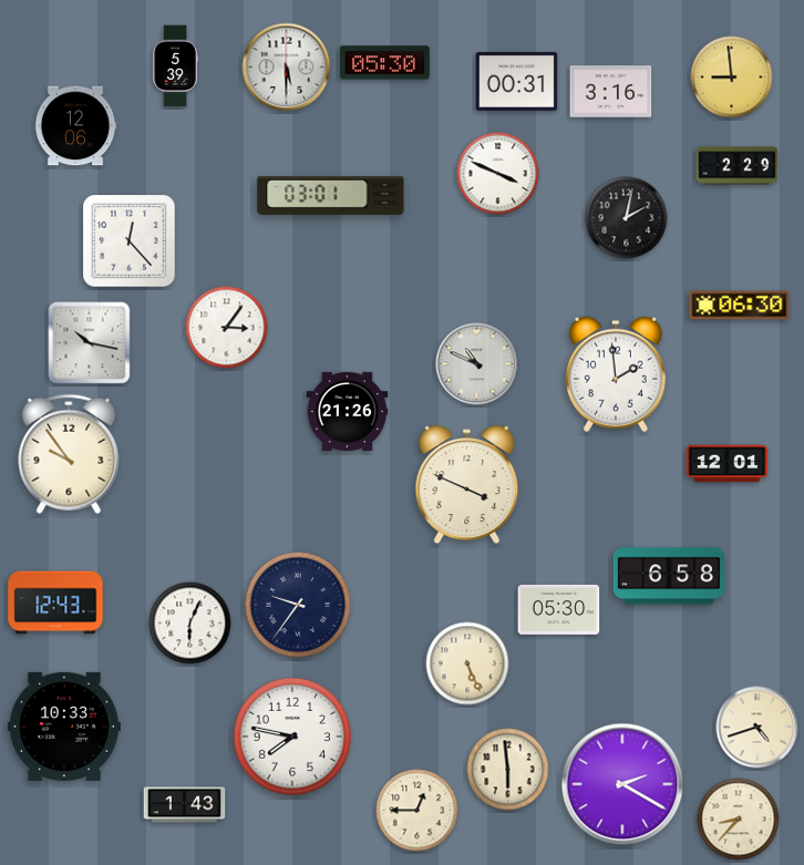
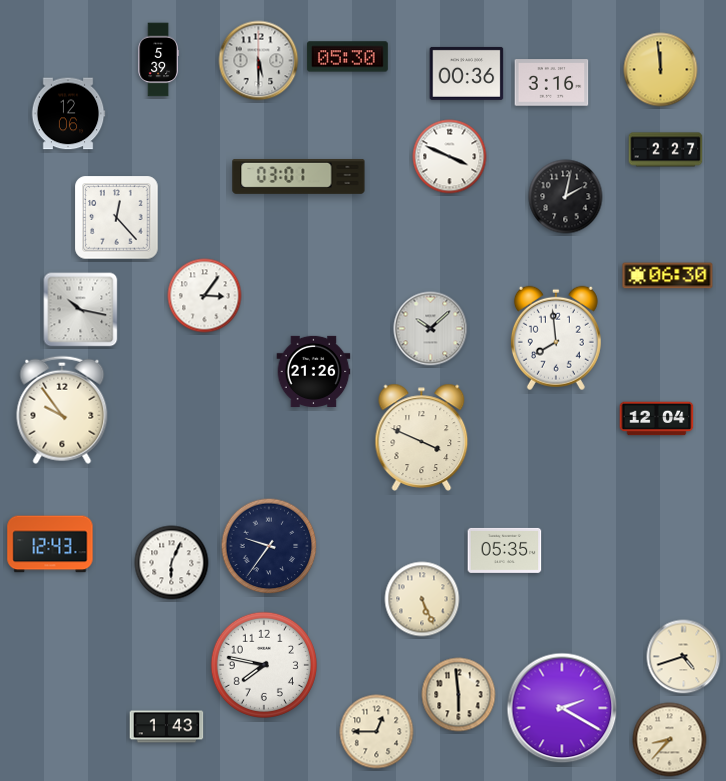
clock at (732, 78): 8:59 -> 11:59
clock at (517, 81): 00:31 -> 00:36
clock at (738, 166): 2:29 -> 2:27
clock at (477, 364): 10:49 -> 10:08
clock at (616, 374): 1:59 -> 7:59
clock at (728, 464): 12:01 -> 12:04
clock at (669, 576): 6:58 -> none
clock at (559, 609): 05:30 -> 05:35
clock at (64, 727): 10:33 -> none
clock at (739, 820) position: (739, 820) -> (670, 740)
